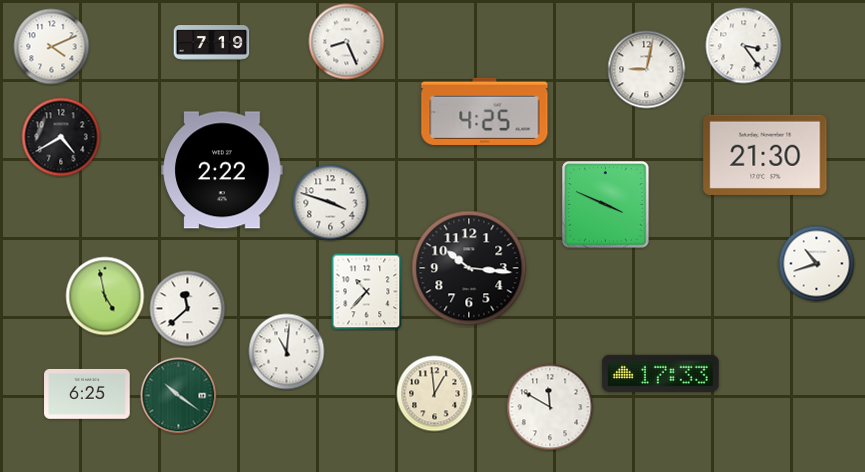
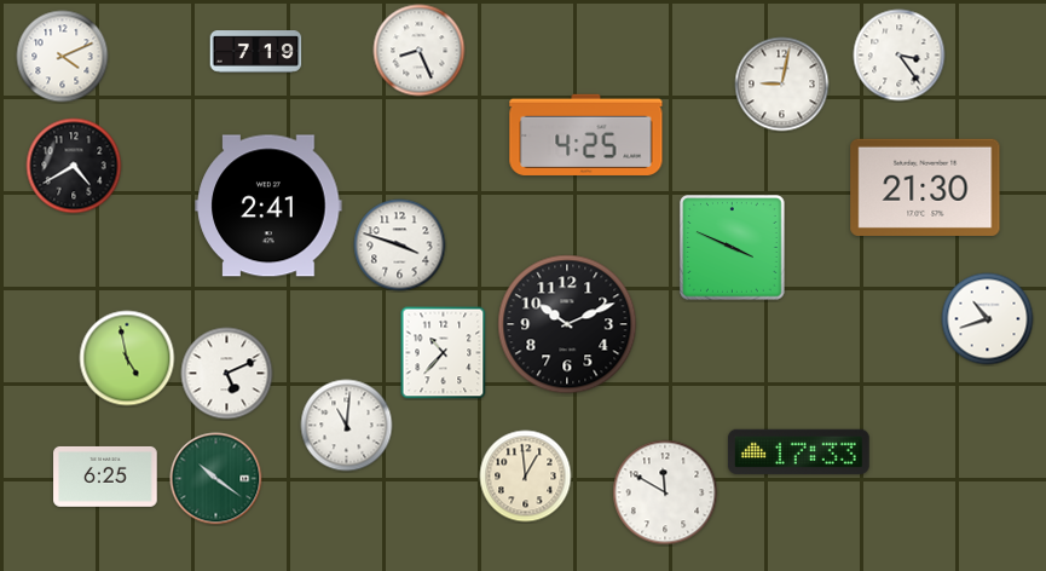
clock at (222, 170): 2:22 -> 2:41
clock at (469, 268): 10:16 -> 10:11
clock at (188, 309): 11:38 -> 5:11
